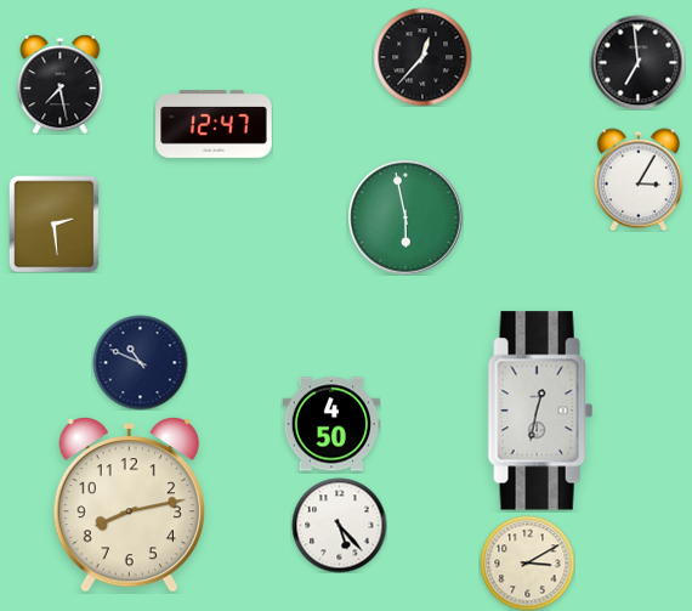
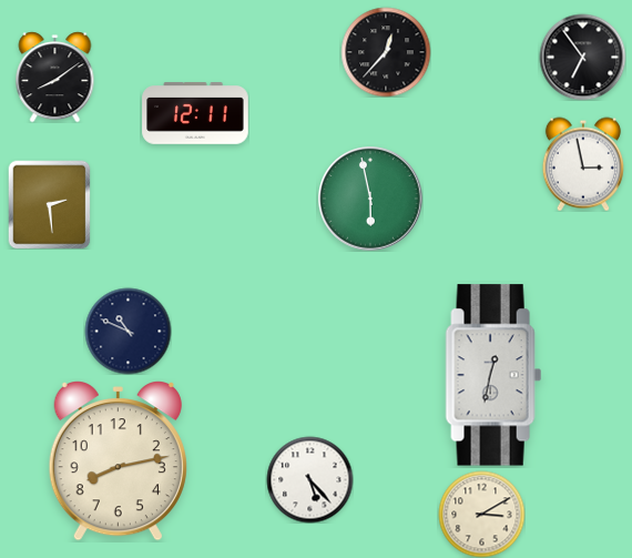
clock at (637, 62): 6:59 -> 6:54
clock at (61, 84): 7:28 -> 8:09
clock at (214, 124): 12:47 -> 12:11
clock at (639, 180): 3:05 -> 2:58
clock at (331, 424): 4:50 -> none
